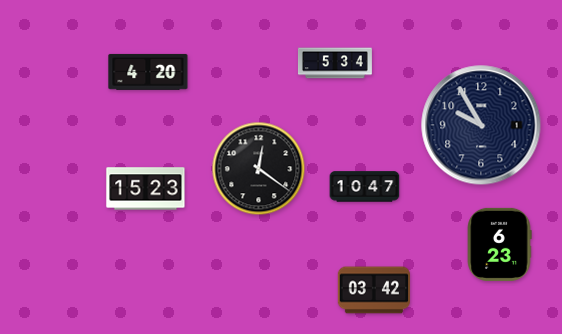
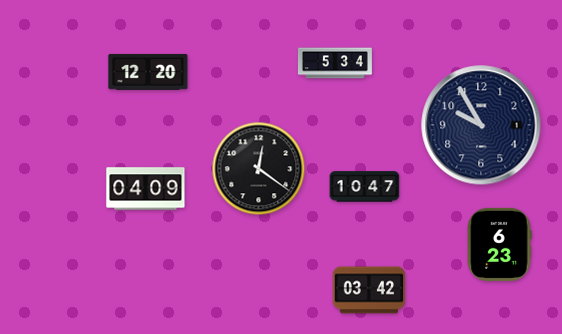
clock at (148, 72): 4:20 -> 12:20
clock at (146, 189): 15:23 -> 04:09
clock at (373, 290) position: (373, 290) -> (368, 290)
